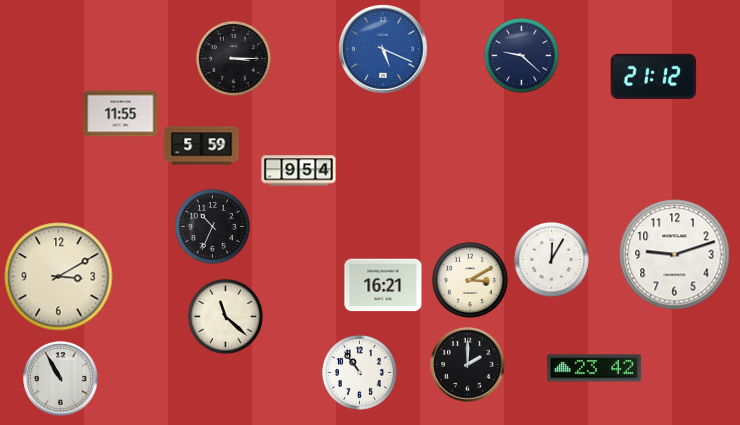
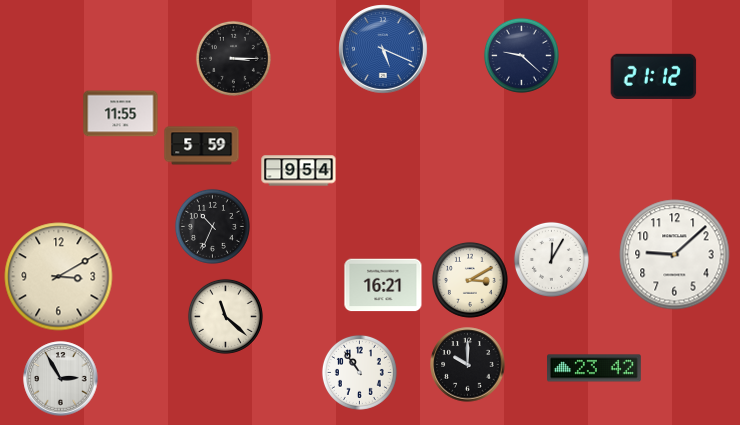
clock at (675, 255): 9:12 -> 9:08
clock at (468, 365): 2:00 -> 10:00
clock at (61, 379): 10:55 -> 2:55
